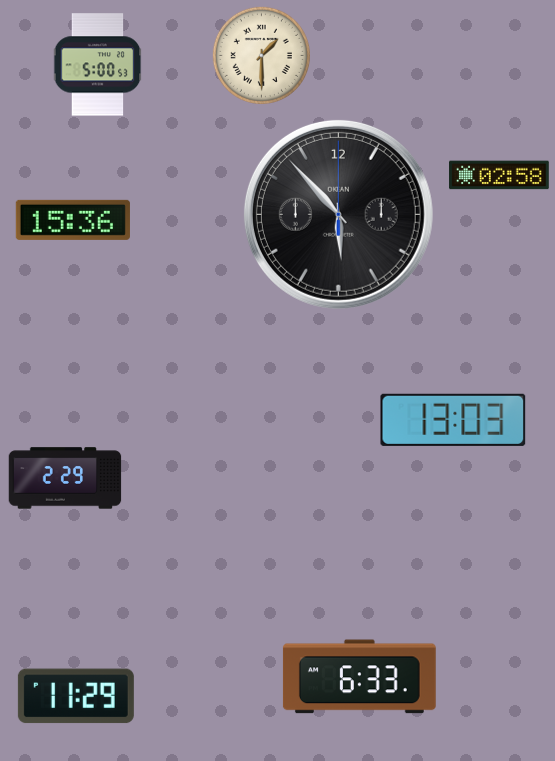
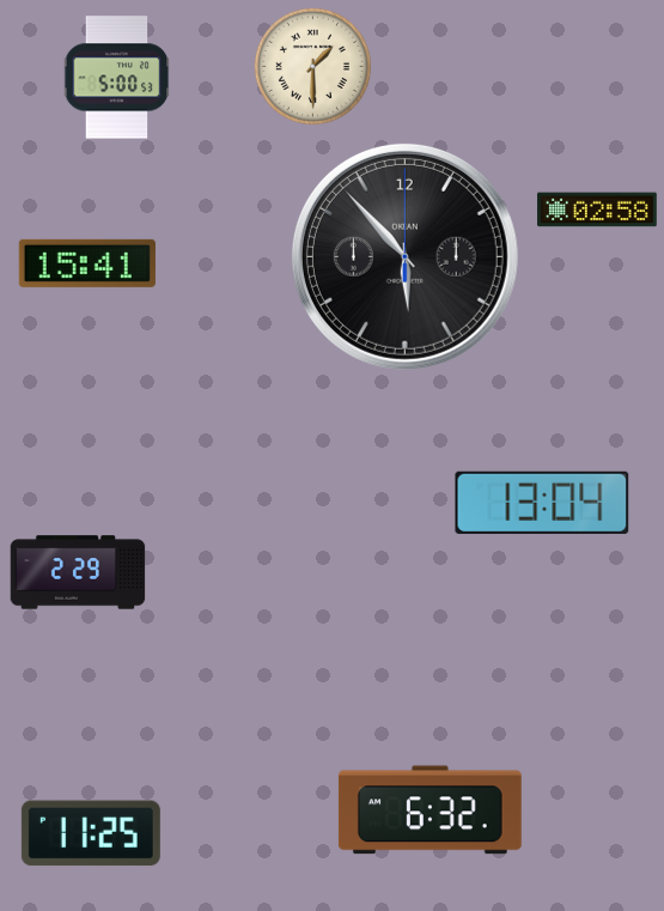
clock at (73, 220): 15:36 -> 15:41
clock at (453, 420): 13:03 -> 13:04
clock at (359, 677): 6:33 -> 6:32
clock at (76, 696): 11:29 -> 11:25
